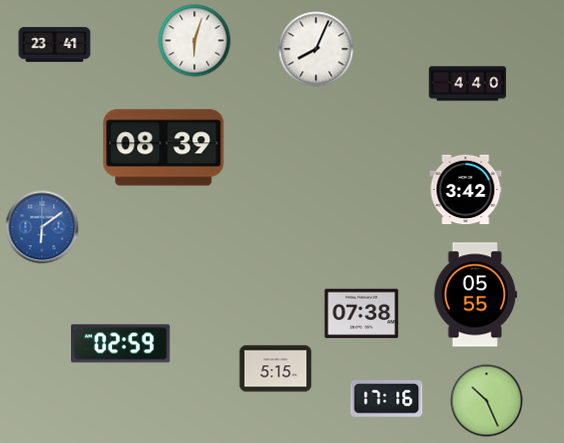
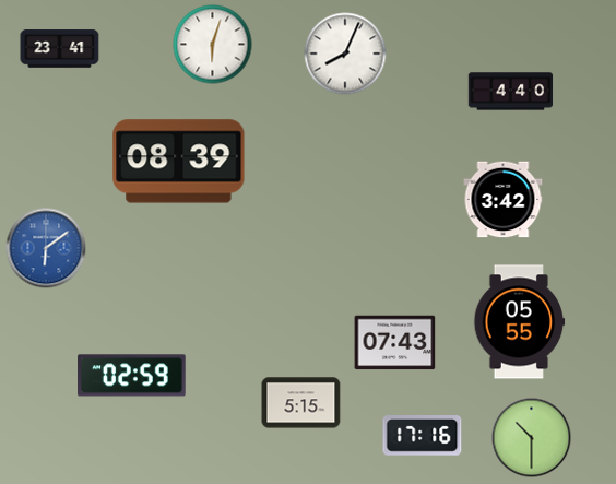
clock at (466, 190) position: (466, 190) -> (504, 200)
clock at (362, 314): 07:38 -> 07:43
clock at (487, 401): 10:26 -> 10:30
